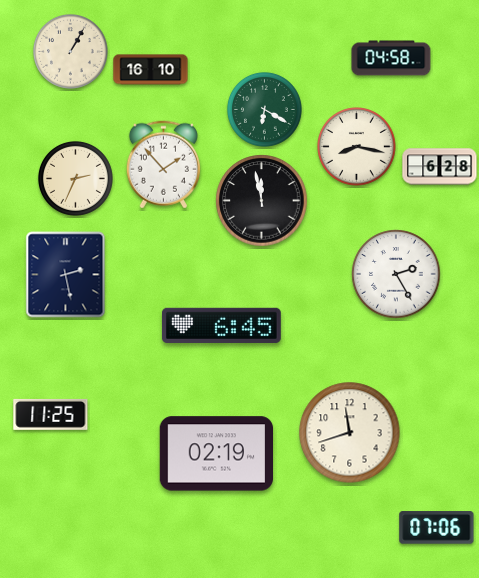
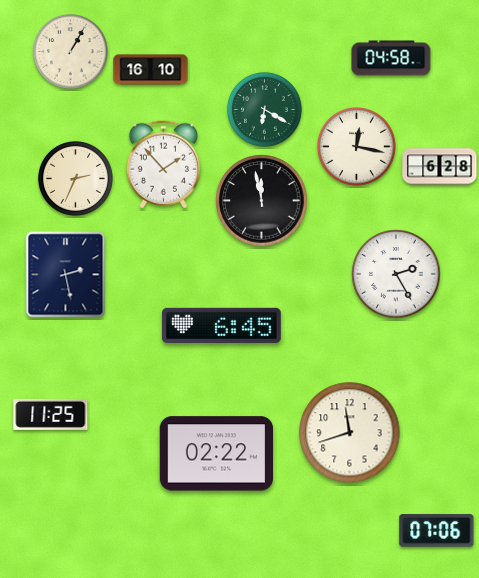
clock at (357, 147): 8:17 -> 12:17
clock at (216, 454): 02:19 -> 02:22
clock at (437, 528) position: (437, 528) -> (437, 531)
